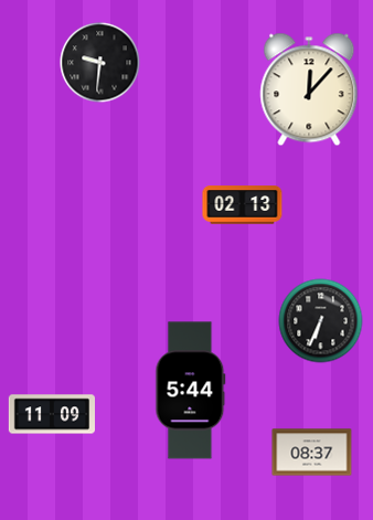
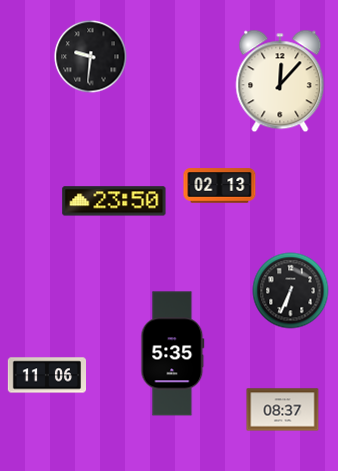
clock at (114, 201): none -> 23:50
clock at (191, 391): 5:44 -> 5:35
clock at (52, 414): 11:09 -> 11:06
